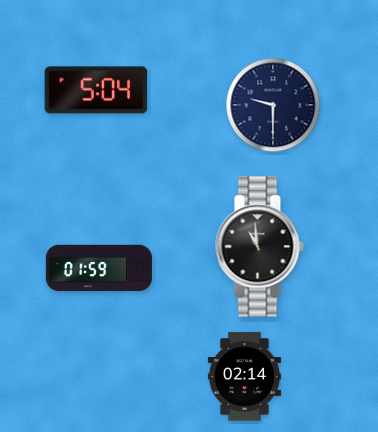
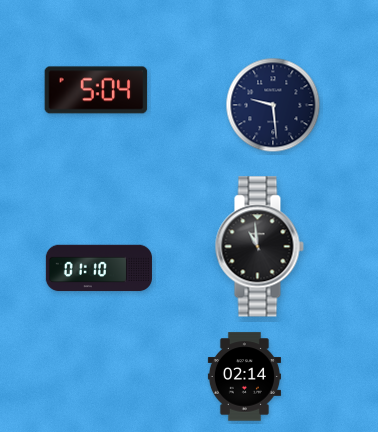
clock at (273, 105): 9:30 -> 9:29
clock at (99, 268): 01:59 -> 01:10
